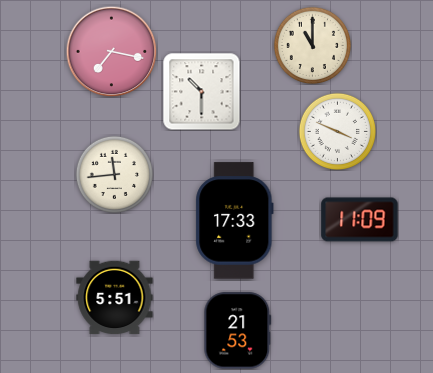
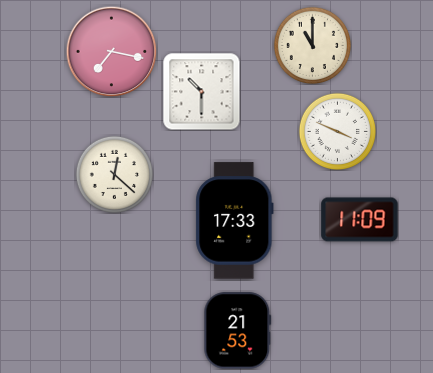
clock at (114, 174): 11:44 -> 12:22
clock at (115, 298): 5:51 -> none
